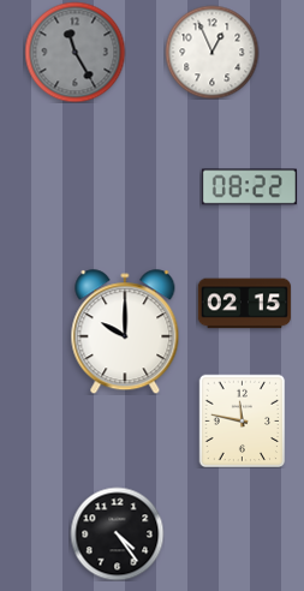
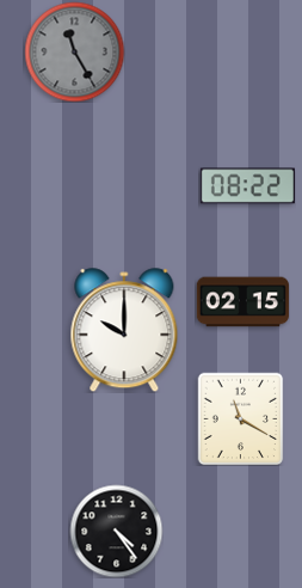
clock at (211, 52): 12:56 -> none
clock at (243, 420): 11:47 -> 11:20
